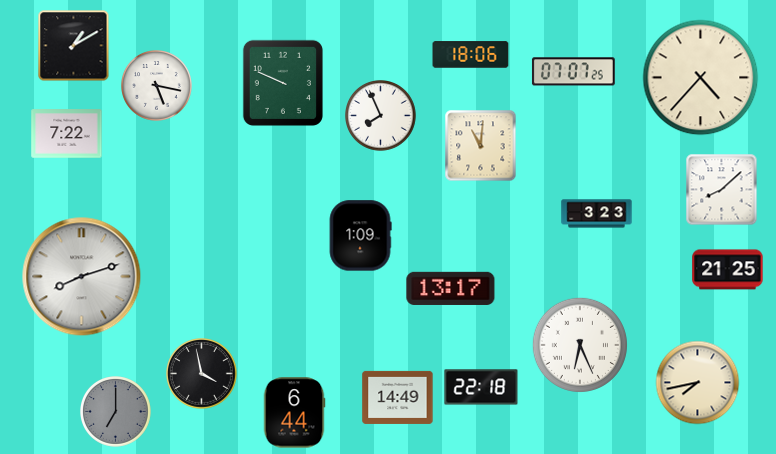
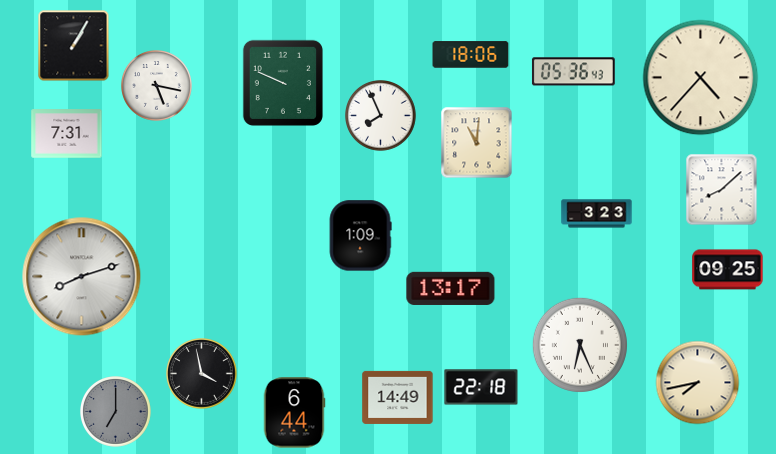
clock at (74, 46): 1:10 -> 1:05
clock at (573, 72): 07:07 -> 05:36
clock at (67, 134): 7:22 -> 7:31
clock at (481, 146) position: (481, 146) -> (477, 143)
clock at (728, 270): 21:25 -> 09:25
